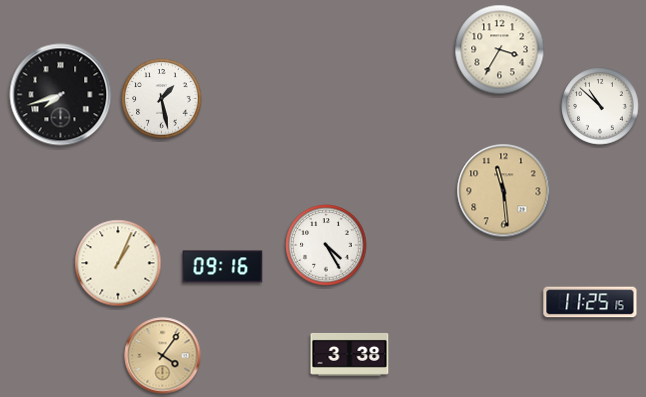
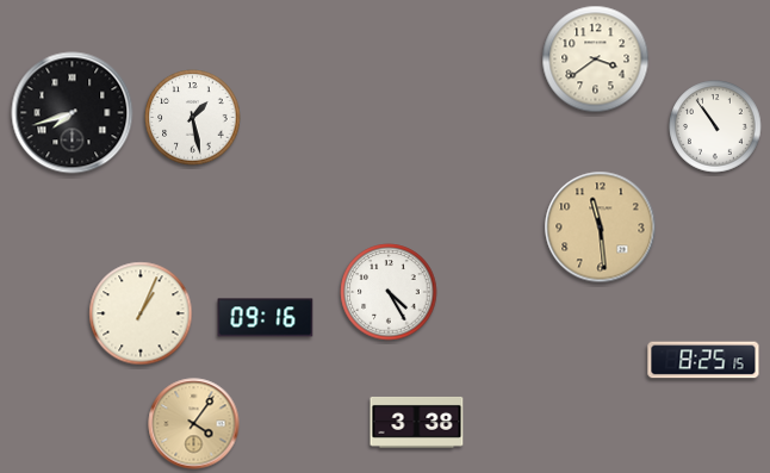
clock at (500, 50): 3:35 -> 3:39
clock at (600, 106): 10:52 -> 10:54
clock at (590, 302): 11:25 -> 8:25
